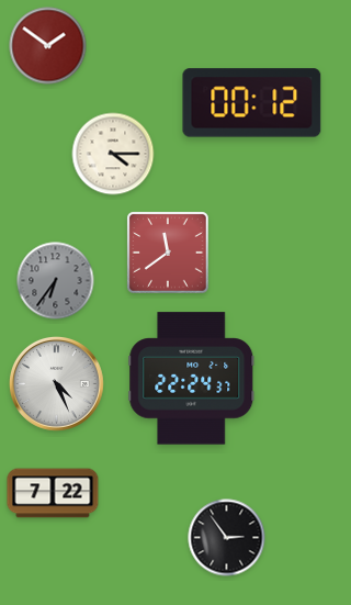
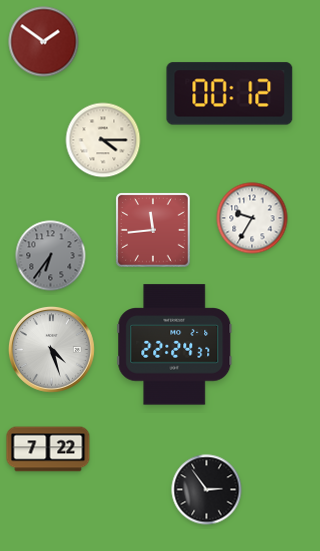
clock at (252, 218): none -> 9:35
clock at (168, 253): 11:39 -> 11:44
clock at (57, 384): 4:26 -> 4:27
